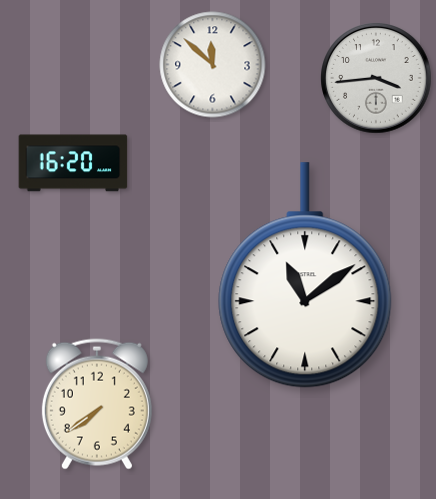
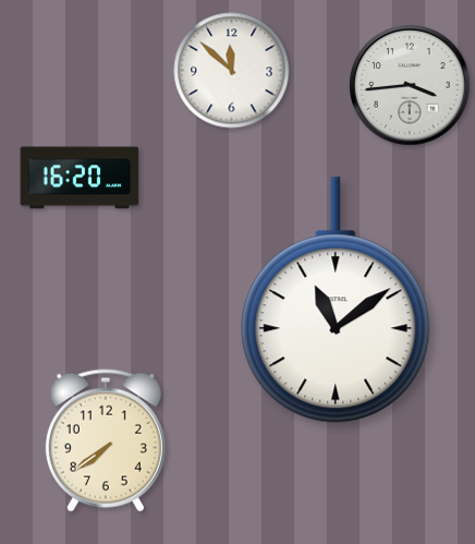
clock at (305, 275) position: (305, 275) -> (336, 300)
